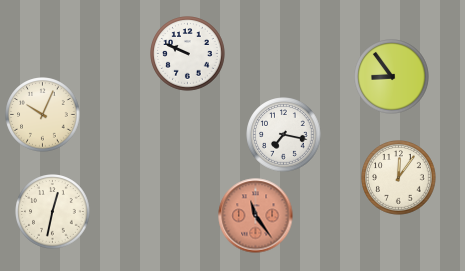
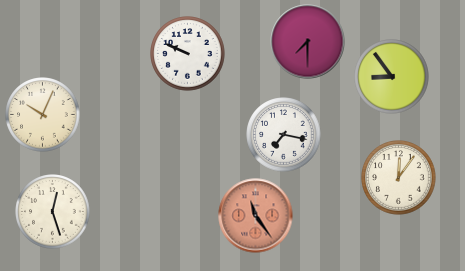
clock at (308, 42): none -> 7:30
clock at (53, 212): 12:32 -> 12:27
